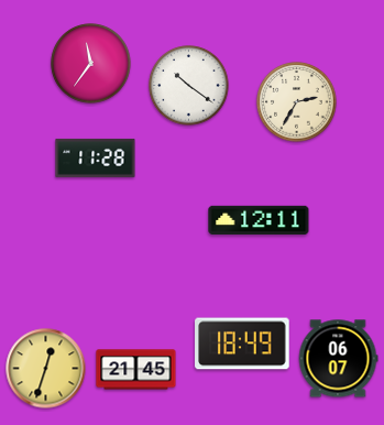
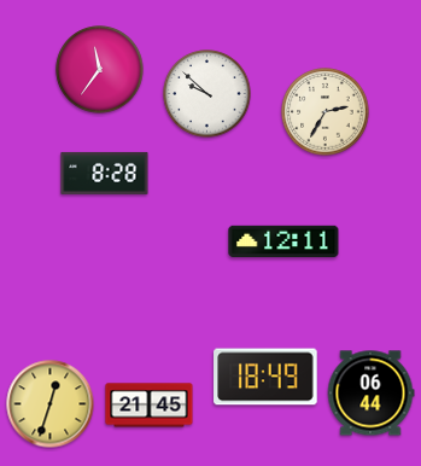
clock at (189, 86): 10:21 -> 9:52
clock at (96, 157): 11:28 -> 8:28
clock at (338, 359): 06:07 -> 06:44
